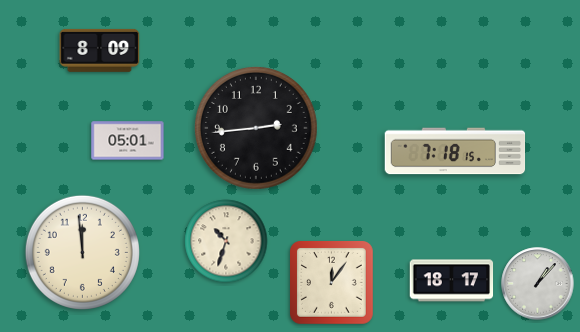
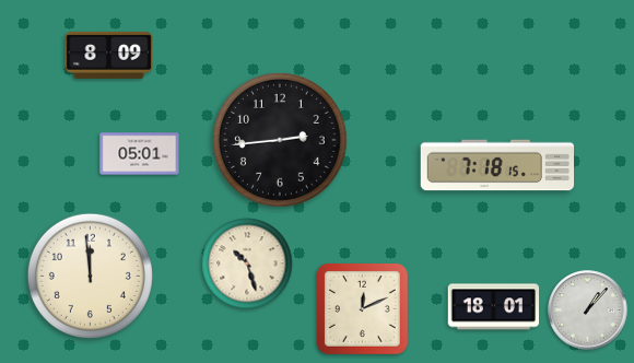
clock at (226, 241): 10:33 -> 10:27
clock at (452, 281): 18:17 -> 18:01
clock at (332, 283): 12:06 -> 12:11
